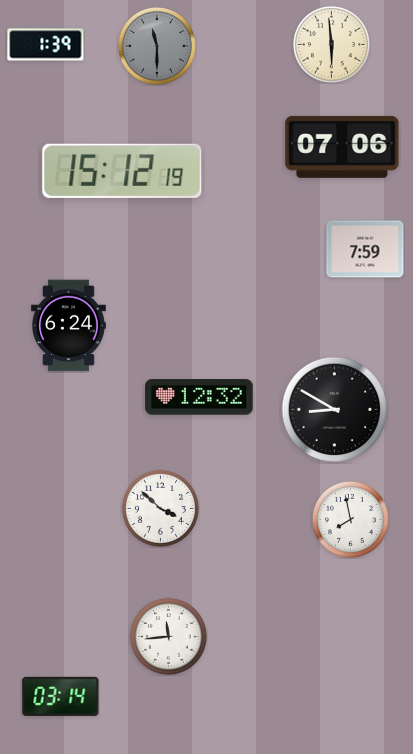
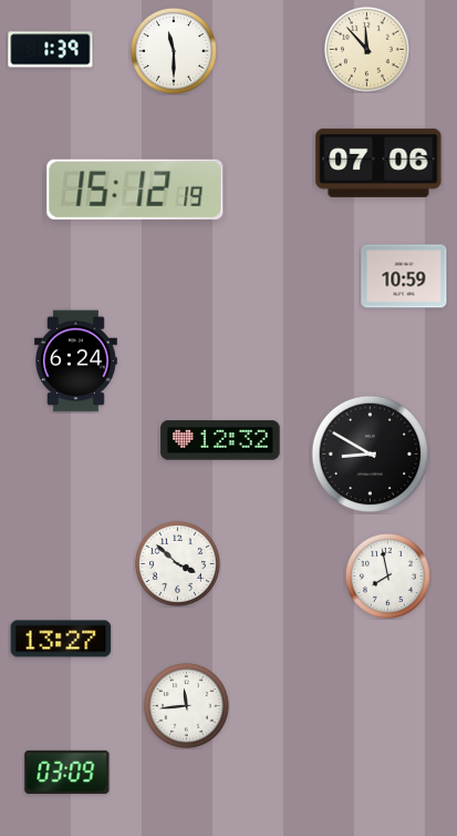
clock at (331, 44): 5:59 -> 11:53
clock at (157, 46) dial: grey -> white
clock at (365, 249): 7:59 -> 10:59
clock at (61, 639): none -> 13:27
clock at (61, 696): 03:14 -> 03:09
